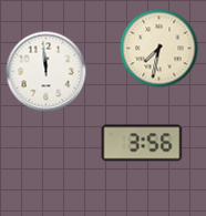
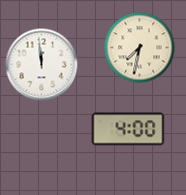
clock at (159, 49) position: (159, 49) -> (140, 48)
clock at (142, 143): 3:56 -> 4:00
